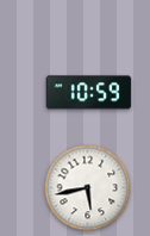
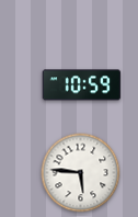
clock at (88, 188): 5:43 -> 5:46
